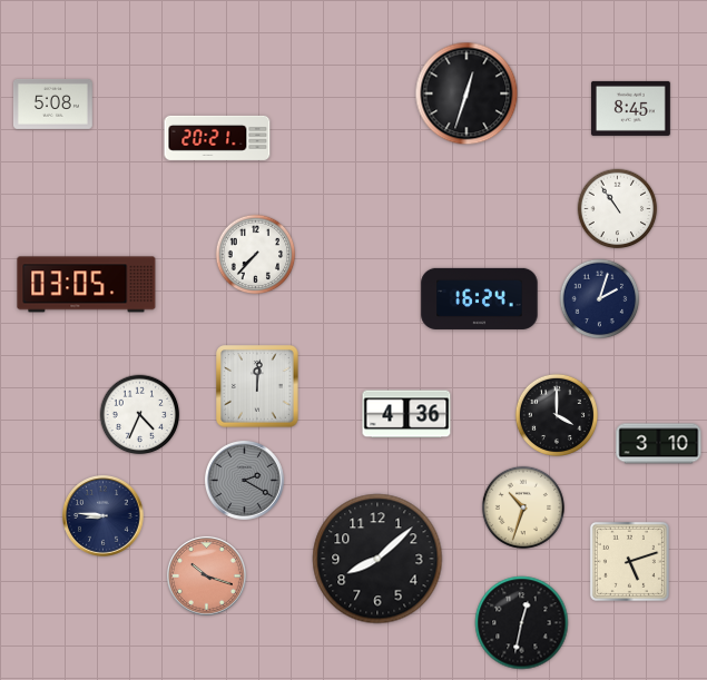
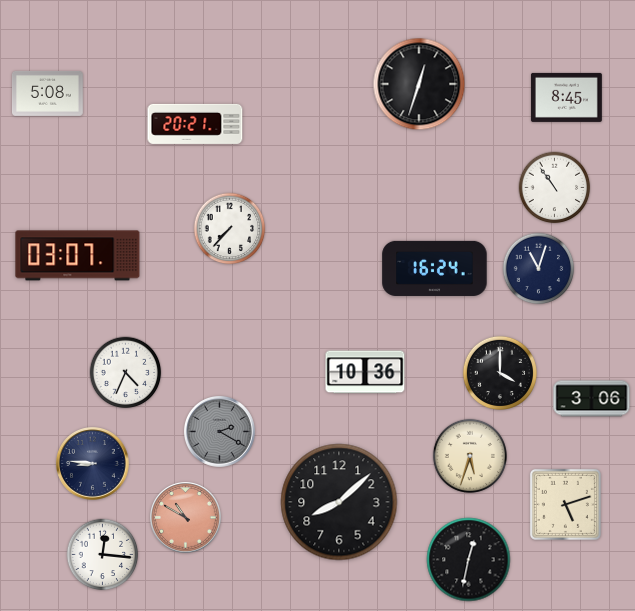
clock at (87, 285): 03:05 -> 03:07
clock at (480, 298) position: (480, 298) -> (435, 268)
clock at (600, 299): 2:03 -> 11:03
clock at (257, 386): 12:01 -> none
clock at (406, 414): 4:36 -> 10:36
clock at (659, 444): 3:10 -> 3:06
clock at (523, 507): 10:33 -> 5:33
clock at (206, 575): 10:18 -> 10:50
clock at (103, 555): none -> 12:16
